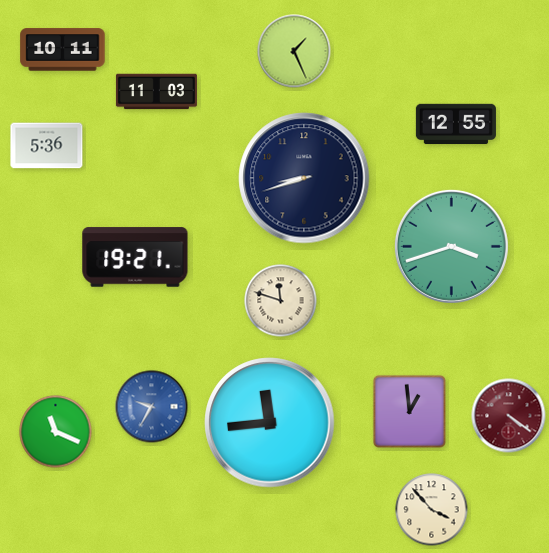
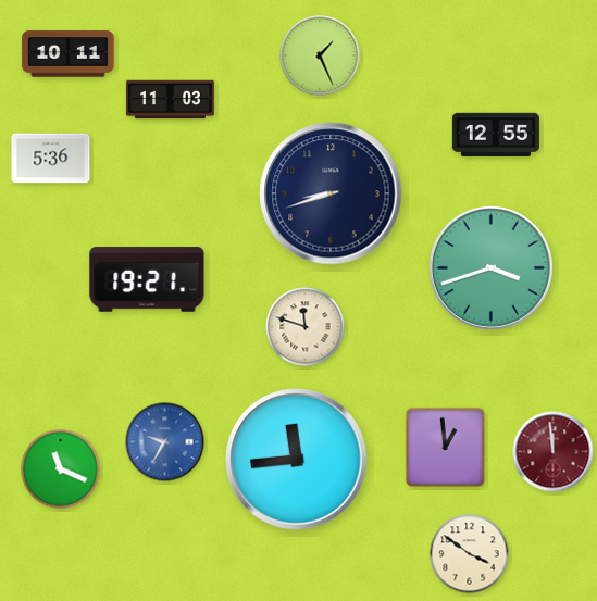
clock at (509, 416): 4:21 -> 11:59
clock at (270, 423) position: (270, 423) -> (297, 460)
clock at (432, 510): 3:53 -> 3:51
